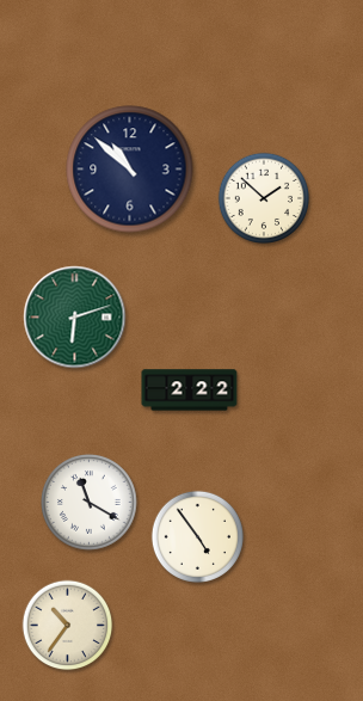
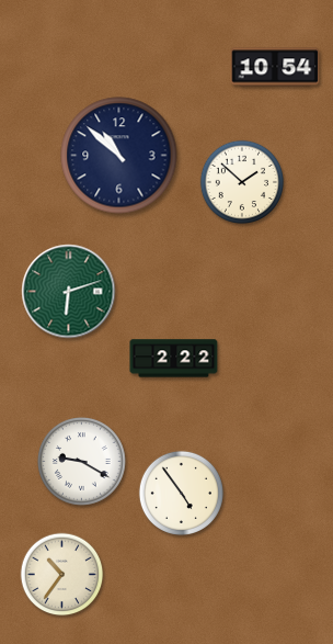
clock at (275, 67): none -> 10:54
clock at (90, 503): 11:20 -> 9:20
